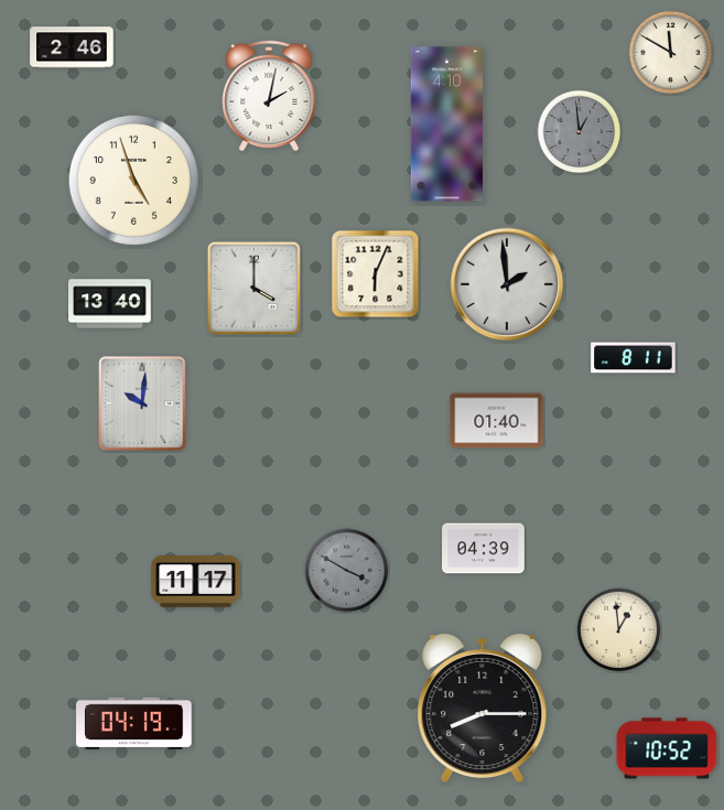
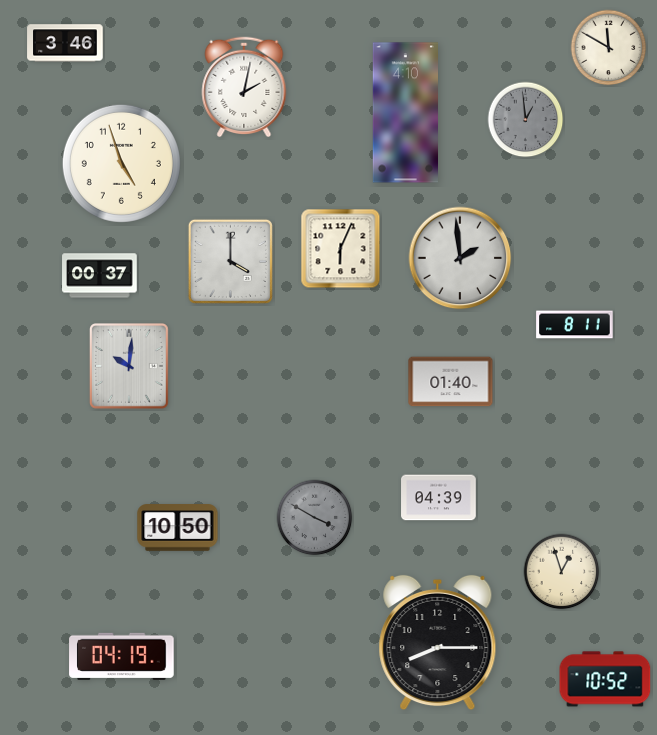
clock at (72, 47): 2:46 -> 3:46
clock at (110, 304): 13:40 -> 00:37
clock at (196, 582): 11:17 -> 10:50
clock at (619, 630): 12:59 -> 12:57
